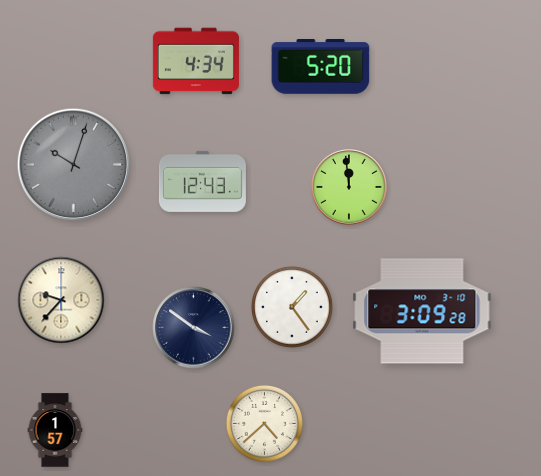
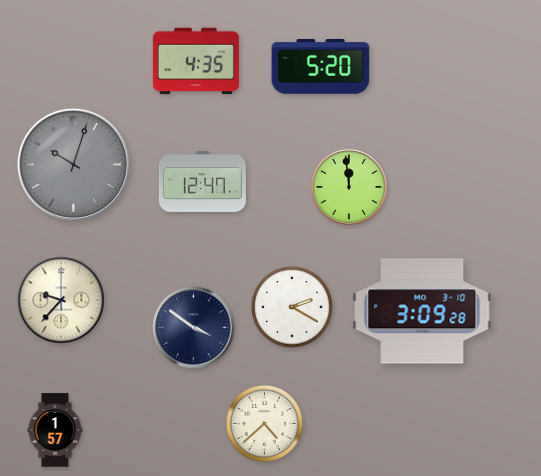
clock at (196, 61): 4:34 -> 4:35
clock at (202, 181): 12:43 -> 12:47
clock at (292, 307): 1:24 -> 2:20
